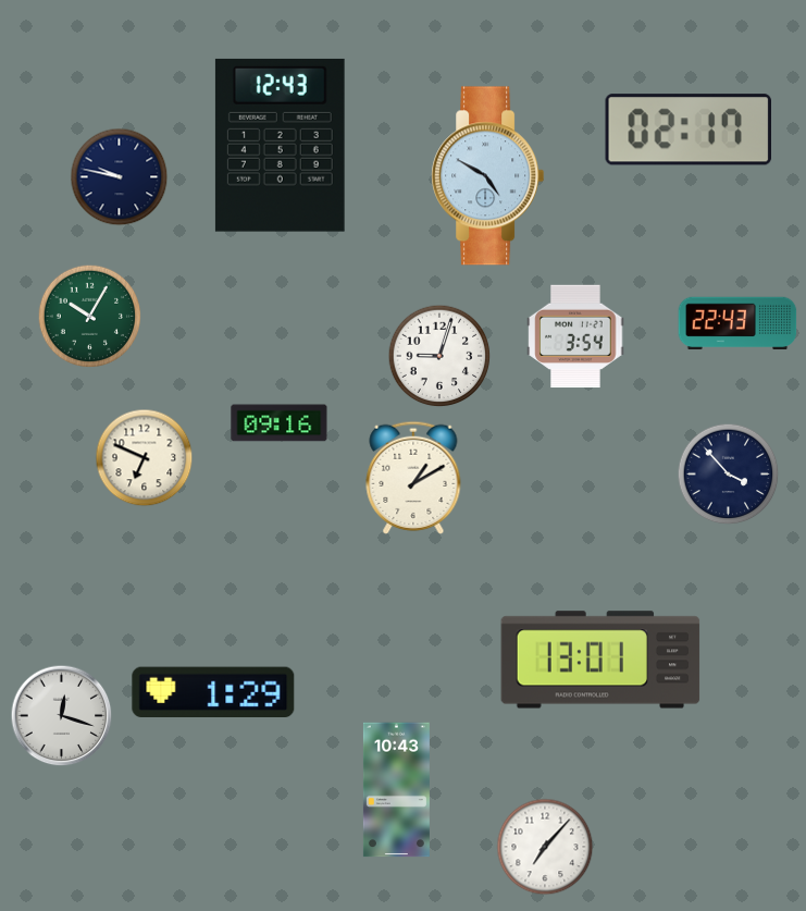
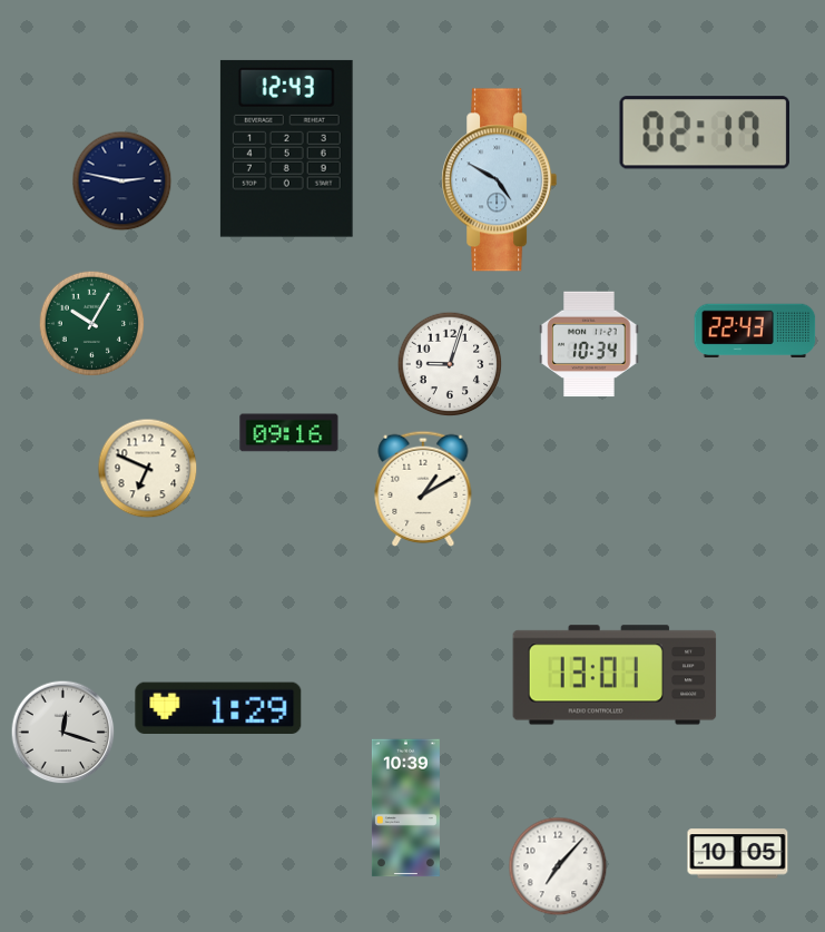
clock at (120, 177): 9:47 -> 2:47
clock at (575, 336): 3:54 -> 10:34
clock at (280, 423) position: (280, 423) -> (289, 433)
clock at (729, 475): 3:53 -> none
clock at (396, 790): 10:43 -> 10:39
clock at (738, 854): none -> 10:05
